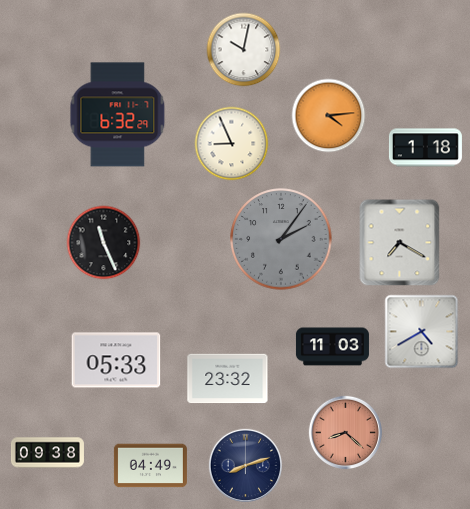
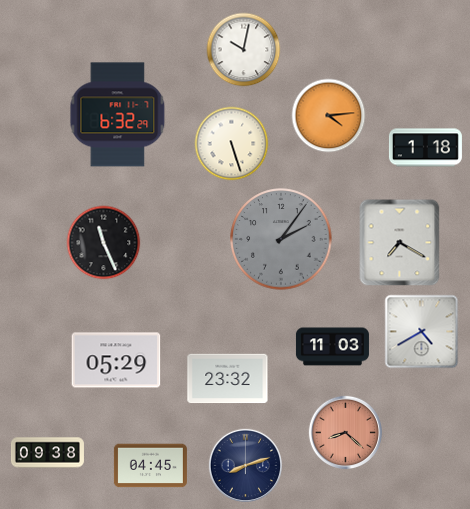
clock at (232, 144): 8:56 -> 5:27
clock at (116, 360): 05:33 -> 05:29
clock at (150, 466): 04:49 -> 04:45
